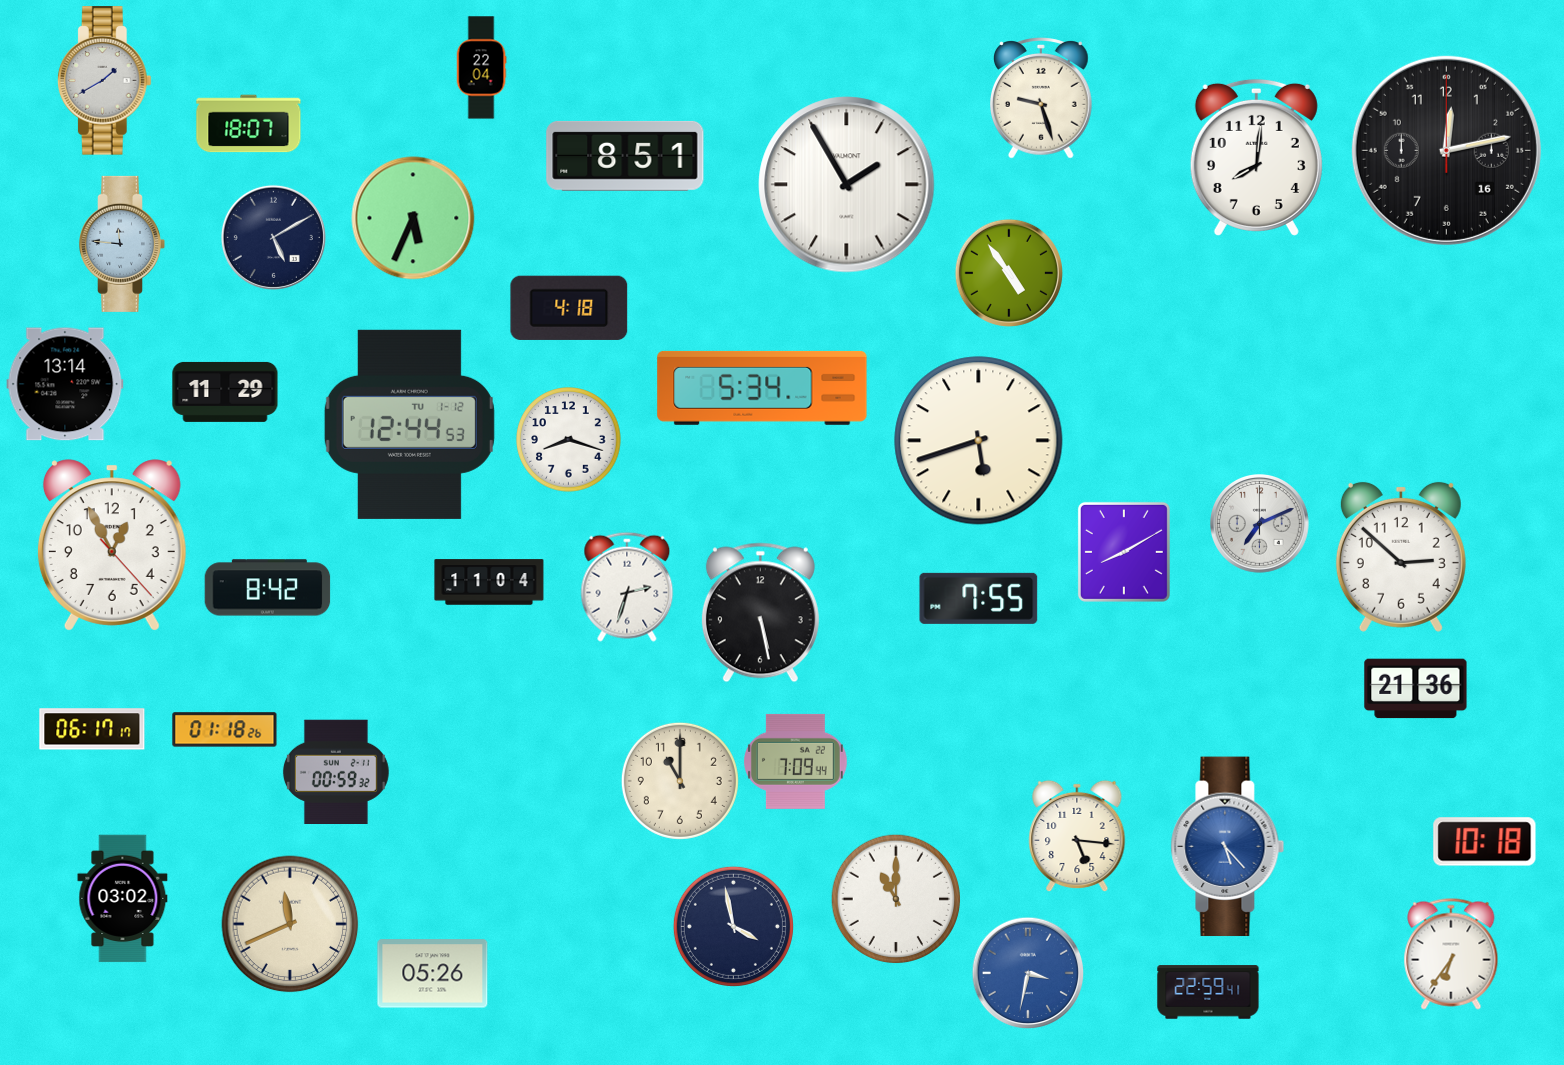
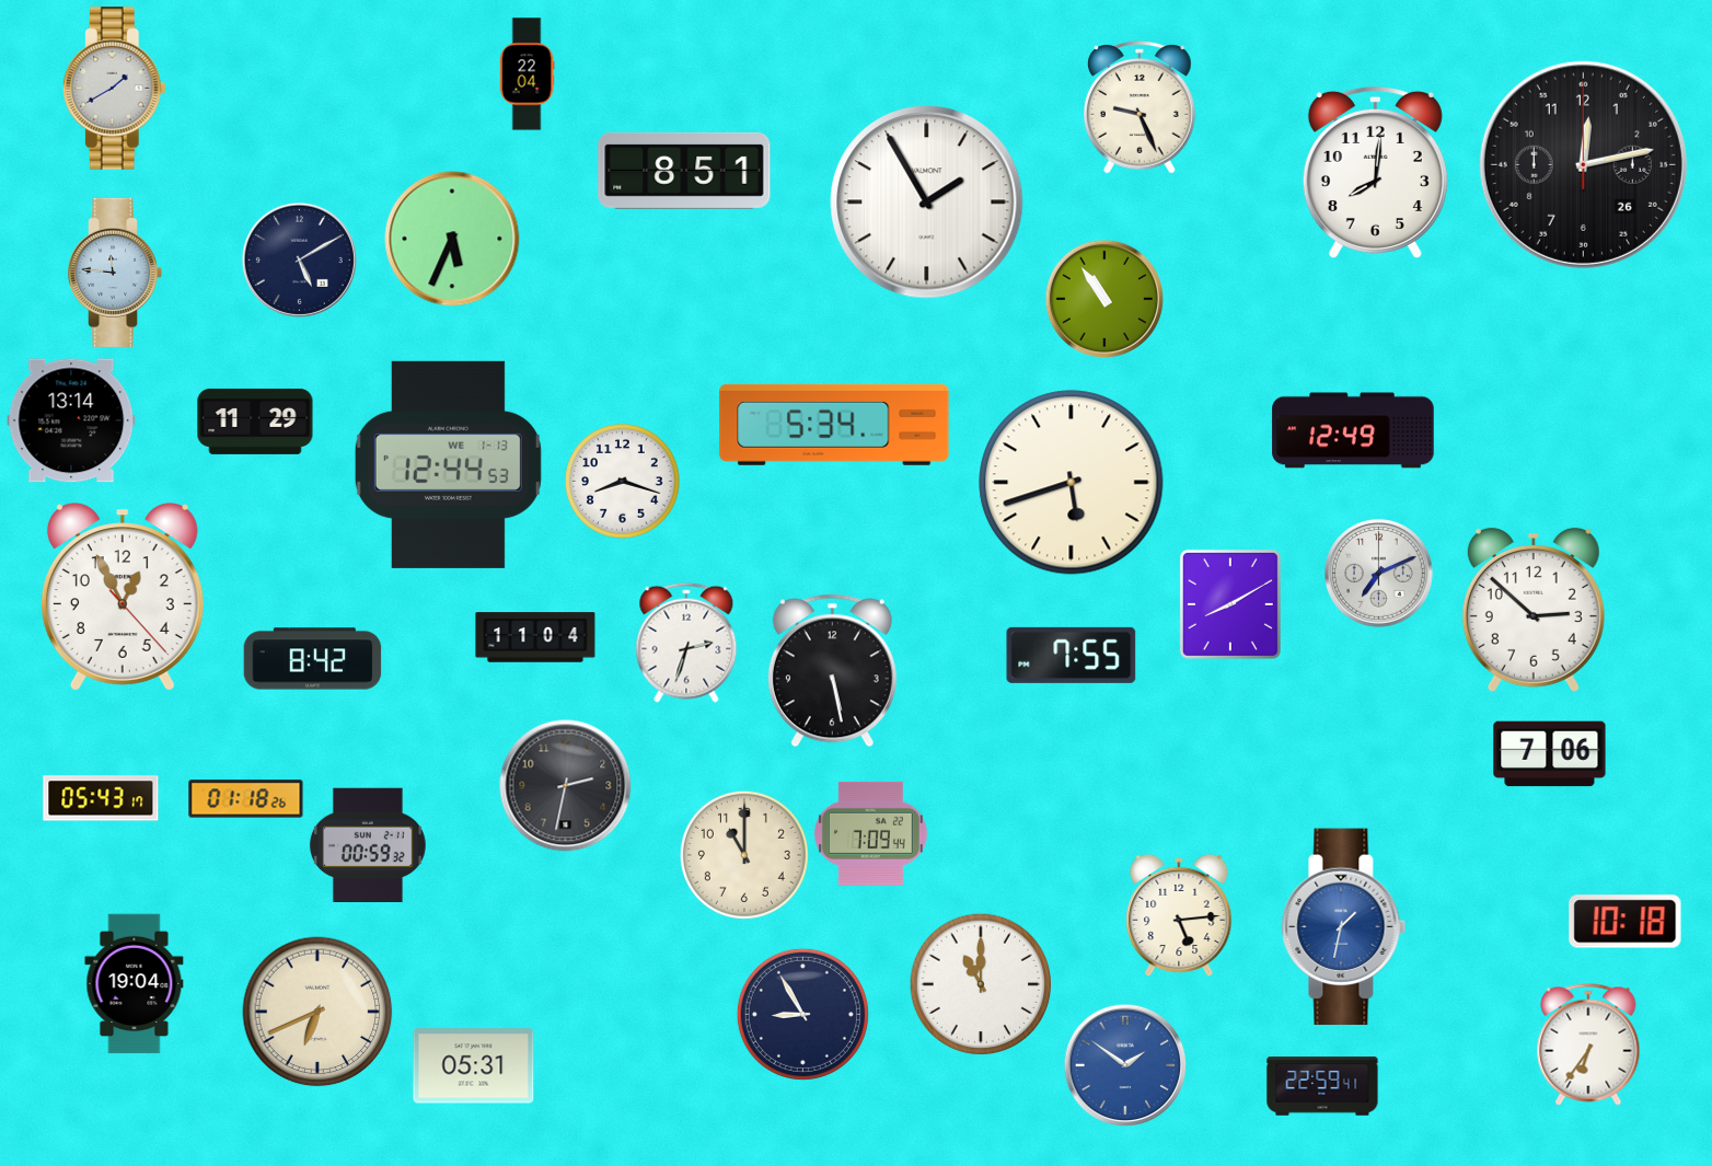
clock at (1042, 99): 9:27 -> 9:26
clock at (249, 124): 18:07 -> none
clock at (1446, 150) date: 16 -> 26
clock at (123, 244) position: (123, 244) -> (116, 273)
clock at (1009, 273): 4:54 -> 10:54
clock at (569, 308): 4:18 -> none
clock at (225, 392) position: (225, 392) -> (255, 422)
clock at (1353, 430): none -> 12:49
clock at (409, 424) date: TU 1-12 -> WE 1-13
clock at (268, 588) position: (268, 588) -> (313, 659)
clock at (1416, 689): 21:36 -> 7:06
clock at (566, 786): none -> 2:32
clock at (92, 729): 06:17 -> 05:43
clock at (1077, 836): 5:16 -> 5:14
clock at (1228, 847): 5:23 -> 1:32
clock at (123, 899): 03:02 -> 19:04
clock at (290, 924): 11:41 -> 6:41
clock at (733, 926): 3:58 -> 8:55
clock at (1028, 973): 3:32 -> 1:51
clock at (433, 974): 05:26 -> 05:31
